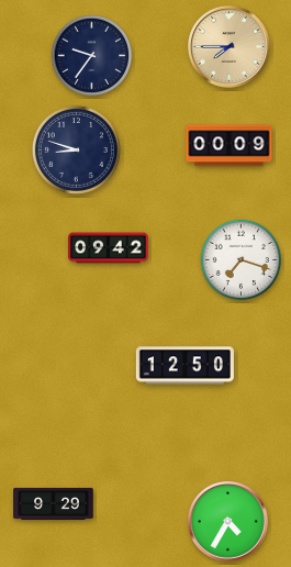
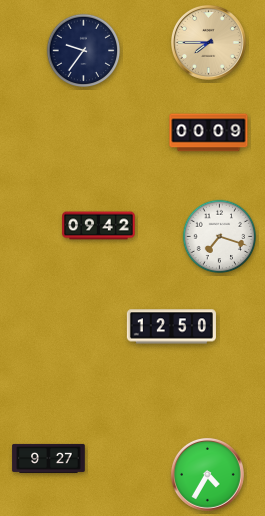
clock at (76, 149): 8:48 -> none
clock at (184, 366) position: (184, 366) -> (171, 327)
clock at (54, 503): 9:29 -> 9:27
